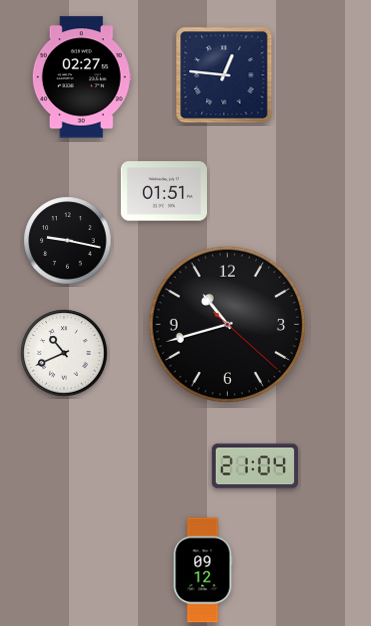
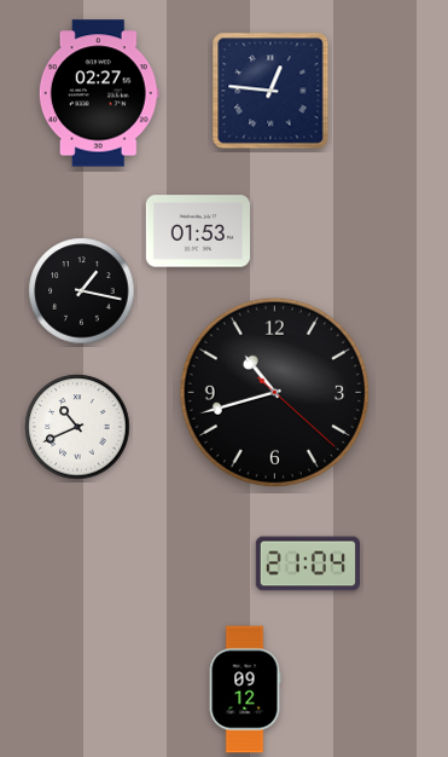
clock at (163, 191): 01:51 -> 01:53
clock at (68, 241): 9:17 -> 1:17
